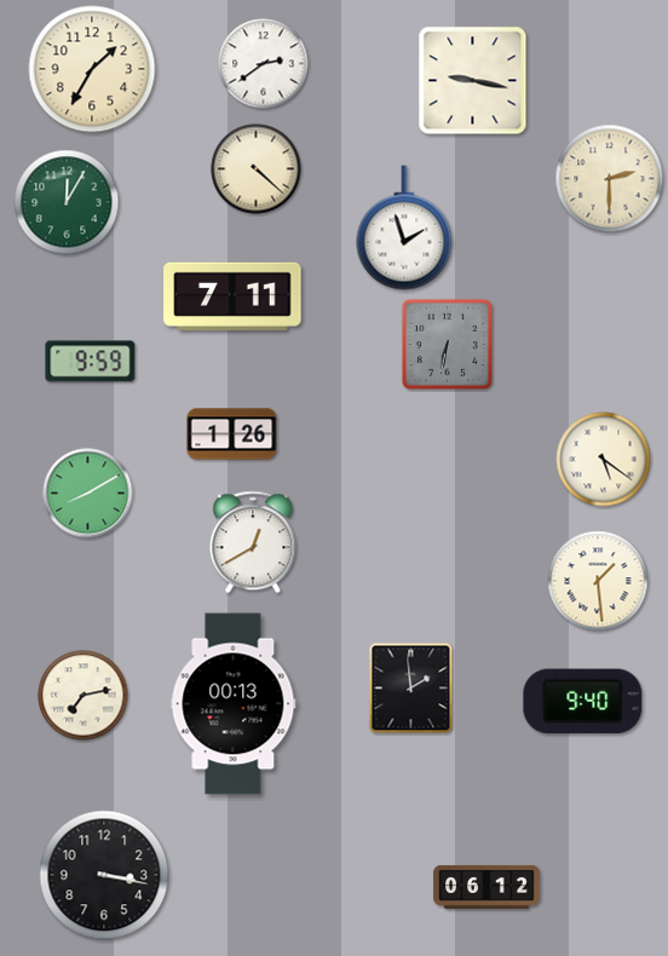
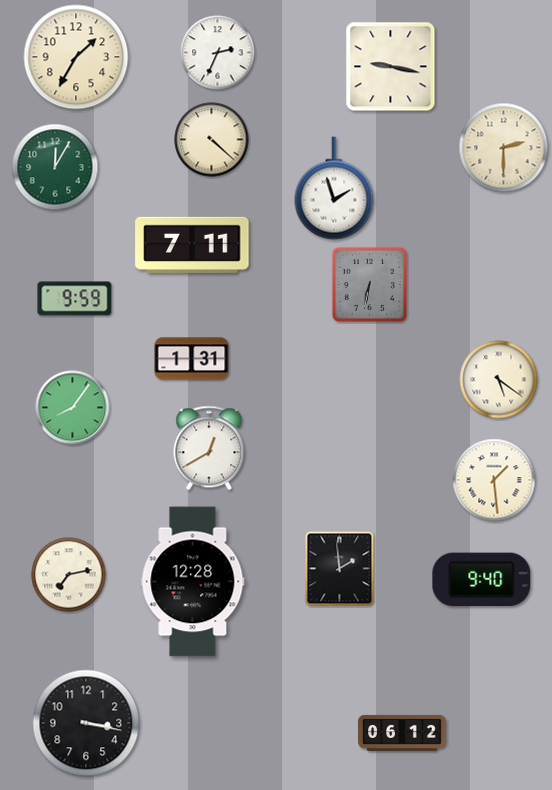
clock at (264, 64): 2:39 -> 2:34
clock at (232, 434): 1:26 -> 1:31
clock at (88, 494): 8:10 -> 8:06
clock at (234, 704): 00:13 -> 12:28
